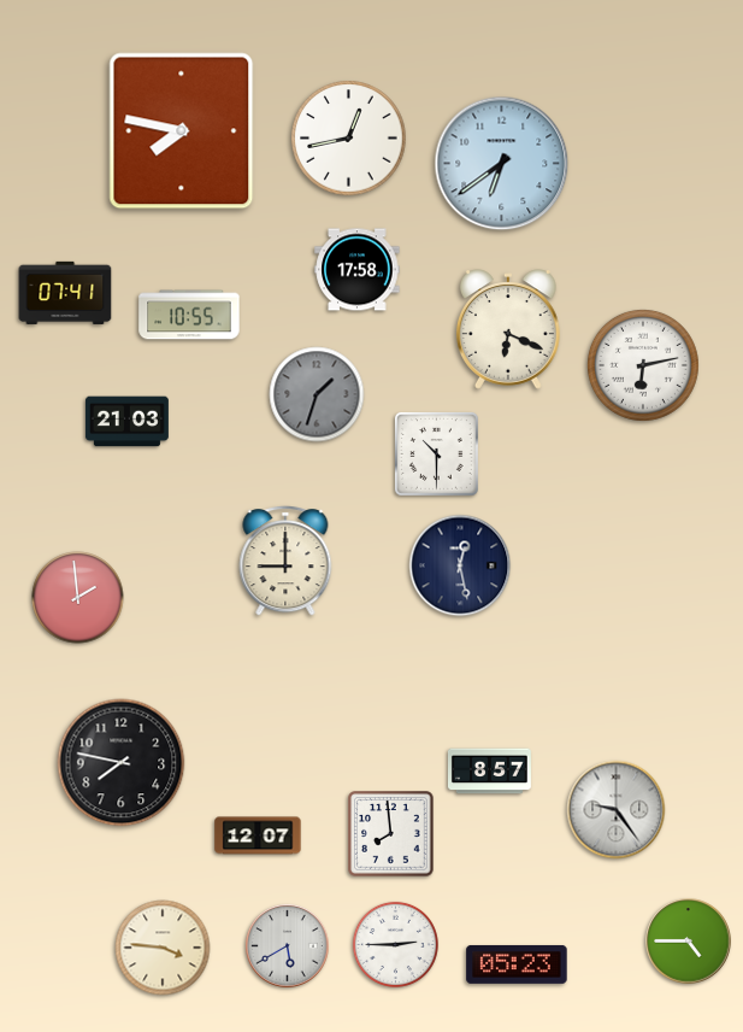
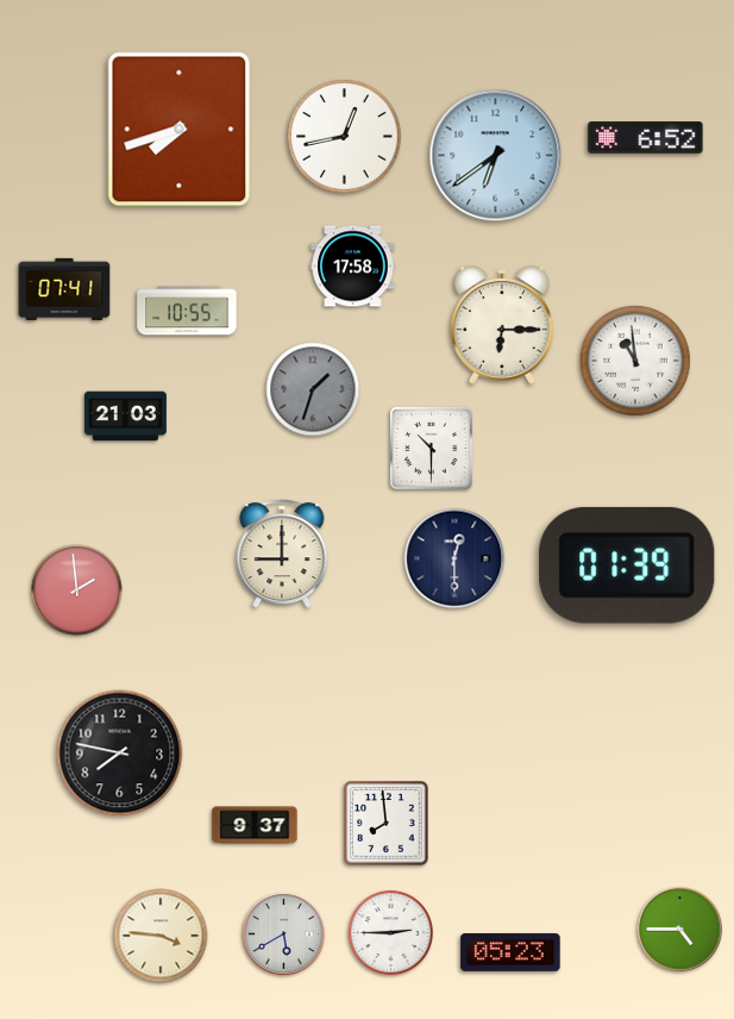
clock at (182, 131): 7:47 -> 7:42
clock at (646, 138): none -> 6:52
clock at (502, 164) position: (502, 164) -> (496, 156)
clock at (508, 329): 6:19 -> 6:15
clock at (643, 365): 6:13 -> 10:59
clock at (460, 565): 12:28 -> 12:30
clock at (627, 565): none -> 01:39
clock at (489, 772): 8:57 -> none
clock at (617, 810): 9:24 -> none
clock at (258, 835): 12:07 -> 9:37
